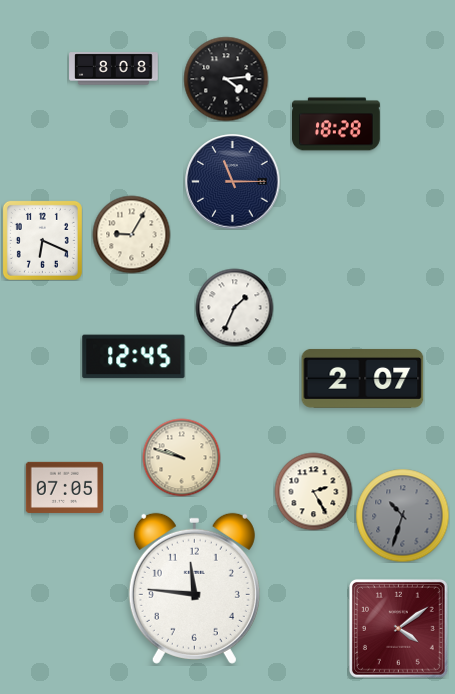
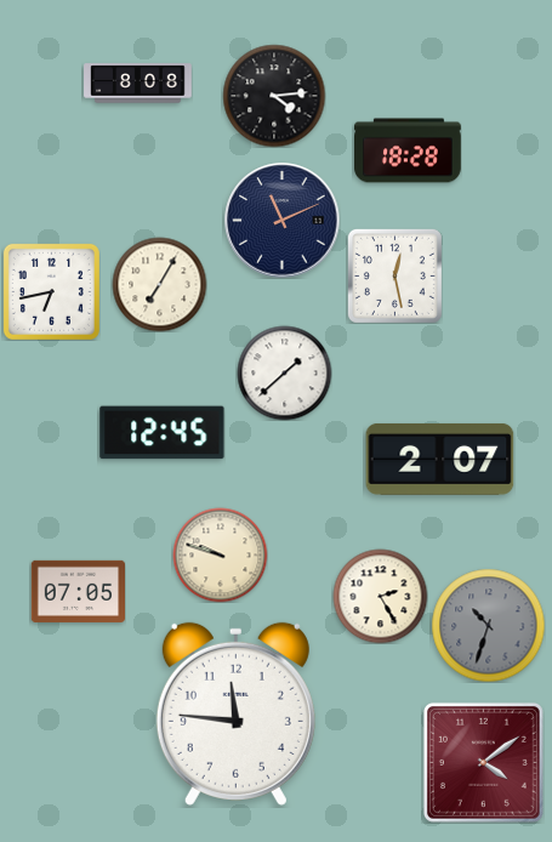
clock at (233, 182): 11:15 -> 11:11
clock at (394, 275): none -> 12:28
clock at (131, 234): 9:05 -> 7:05
clock at (42, 240): 6:19 -> 6:43
clock at (234, 307): 1:34 -> 1:38
